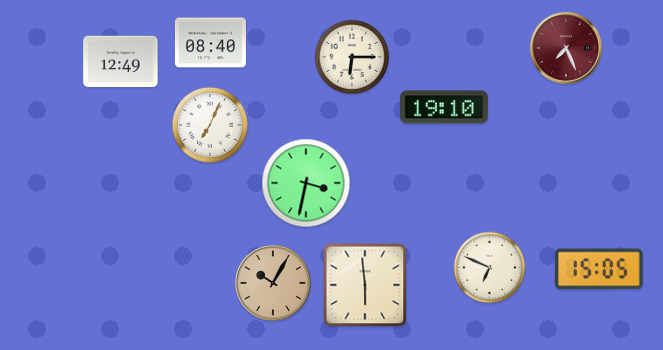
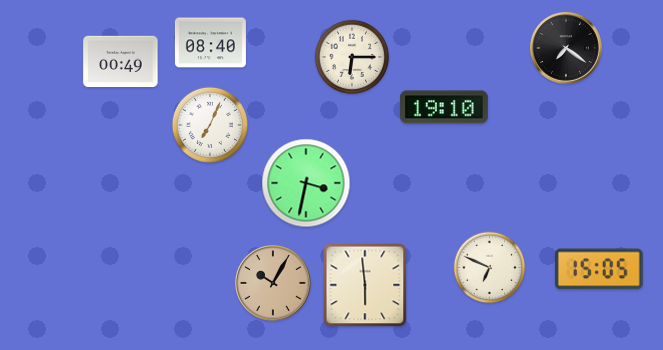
clock at (566, 48): 7:26 -> 7:21
clock at (566, 48) dial: burgundy -> black
clock at (121, 62): 12:49 -> 00:49
